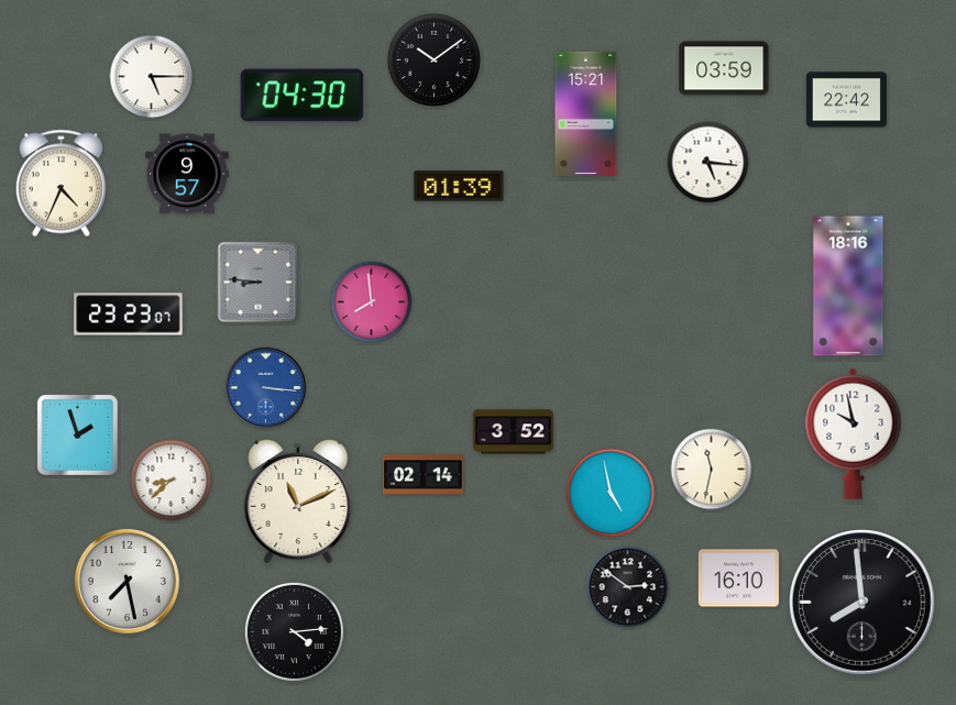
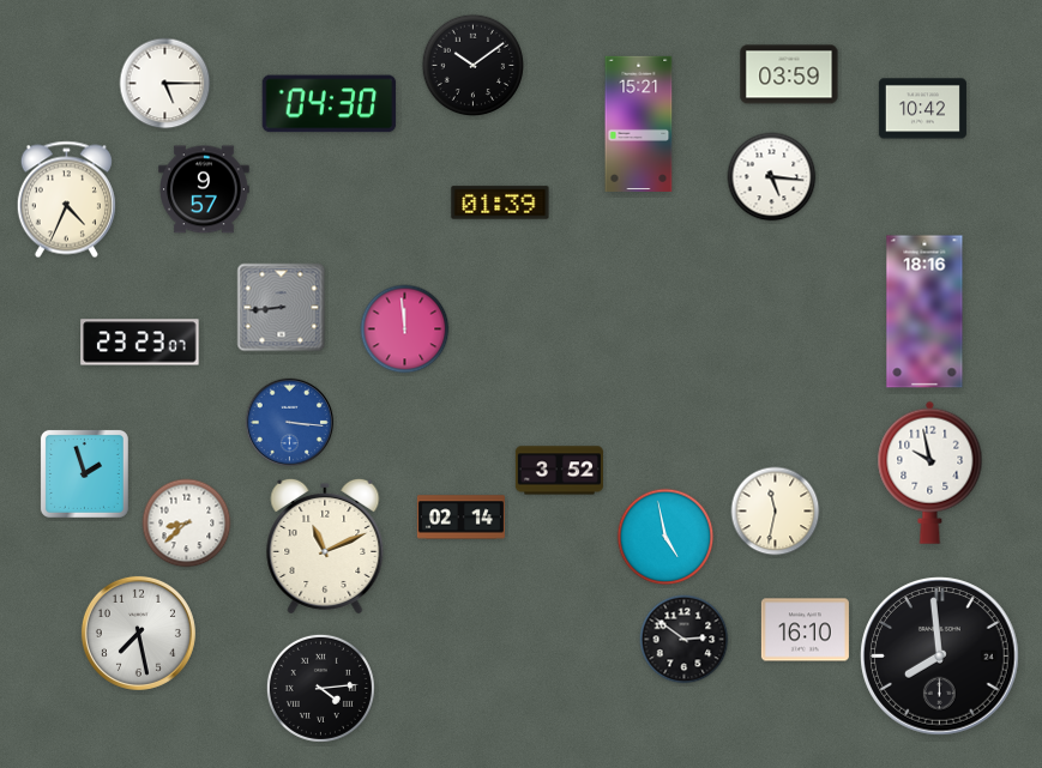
clock at (846, 100): 22:42 -> 10:42
clock at (259, 283): 8:46 -> 8:44
clock at (372, 302): 7:59 -> 11:59
